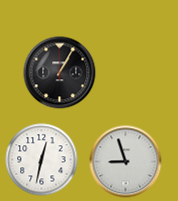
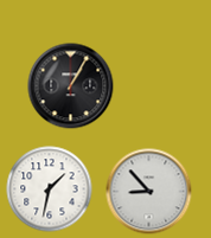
clock at (42, 160): 12:32 -> 1:32
clock at (126, 162): 8:57 -> 8:53
